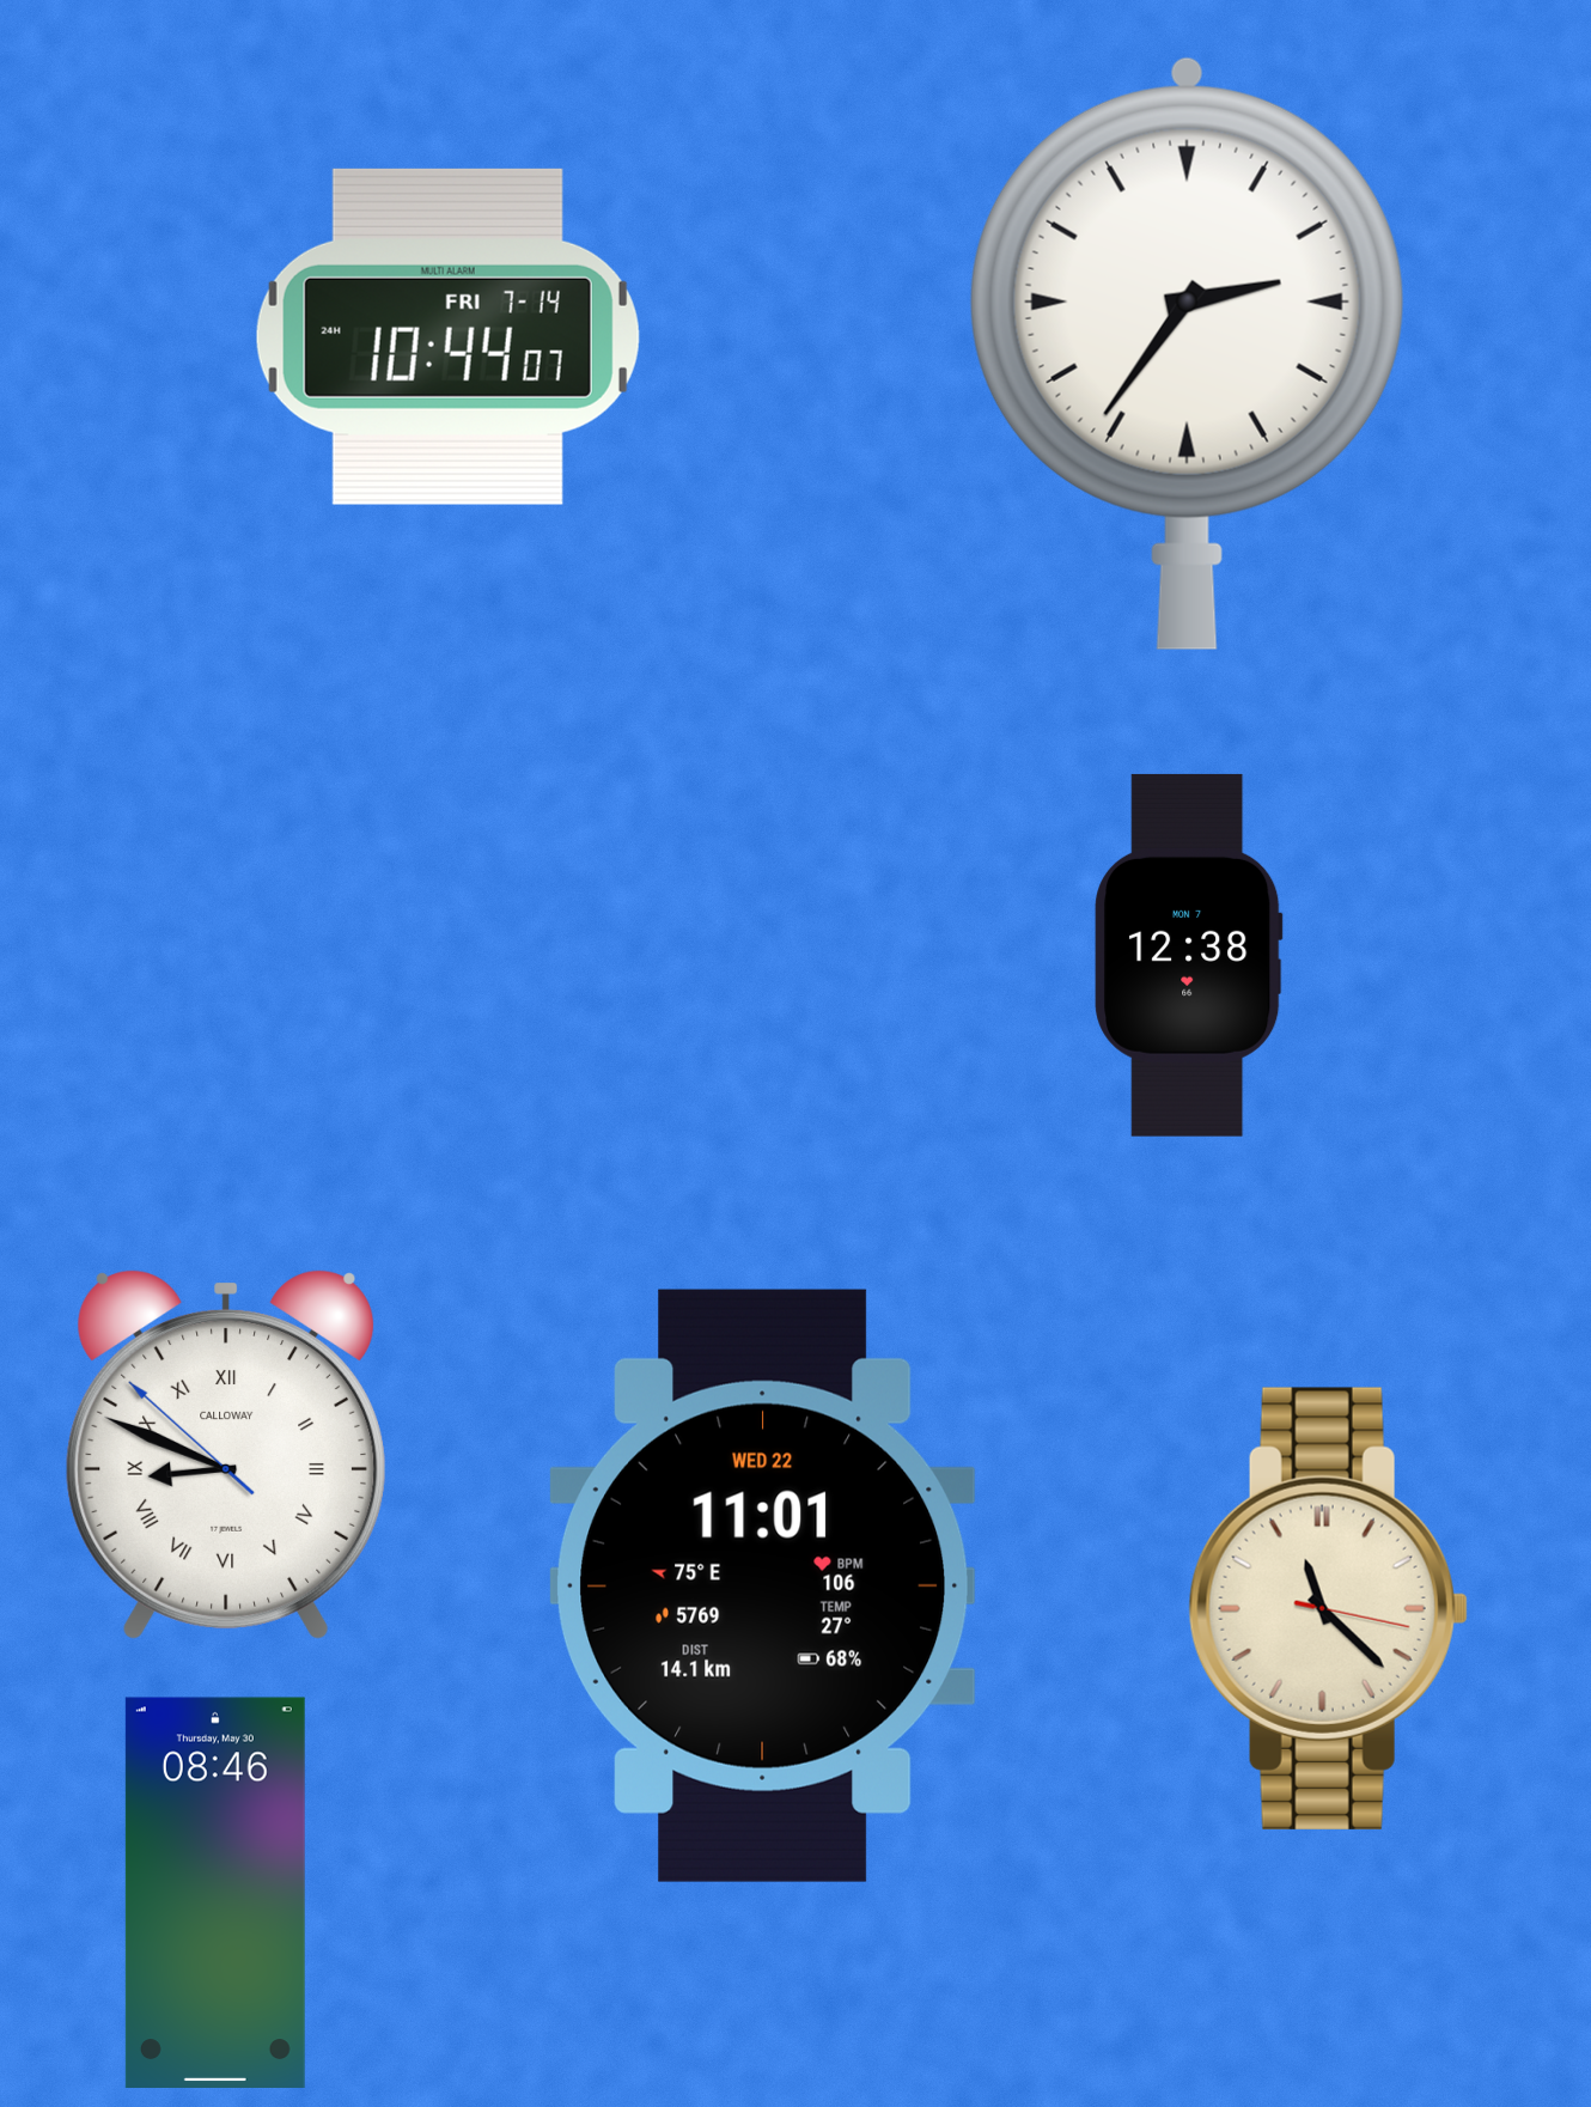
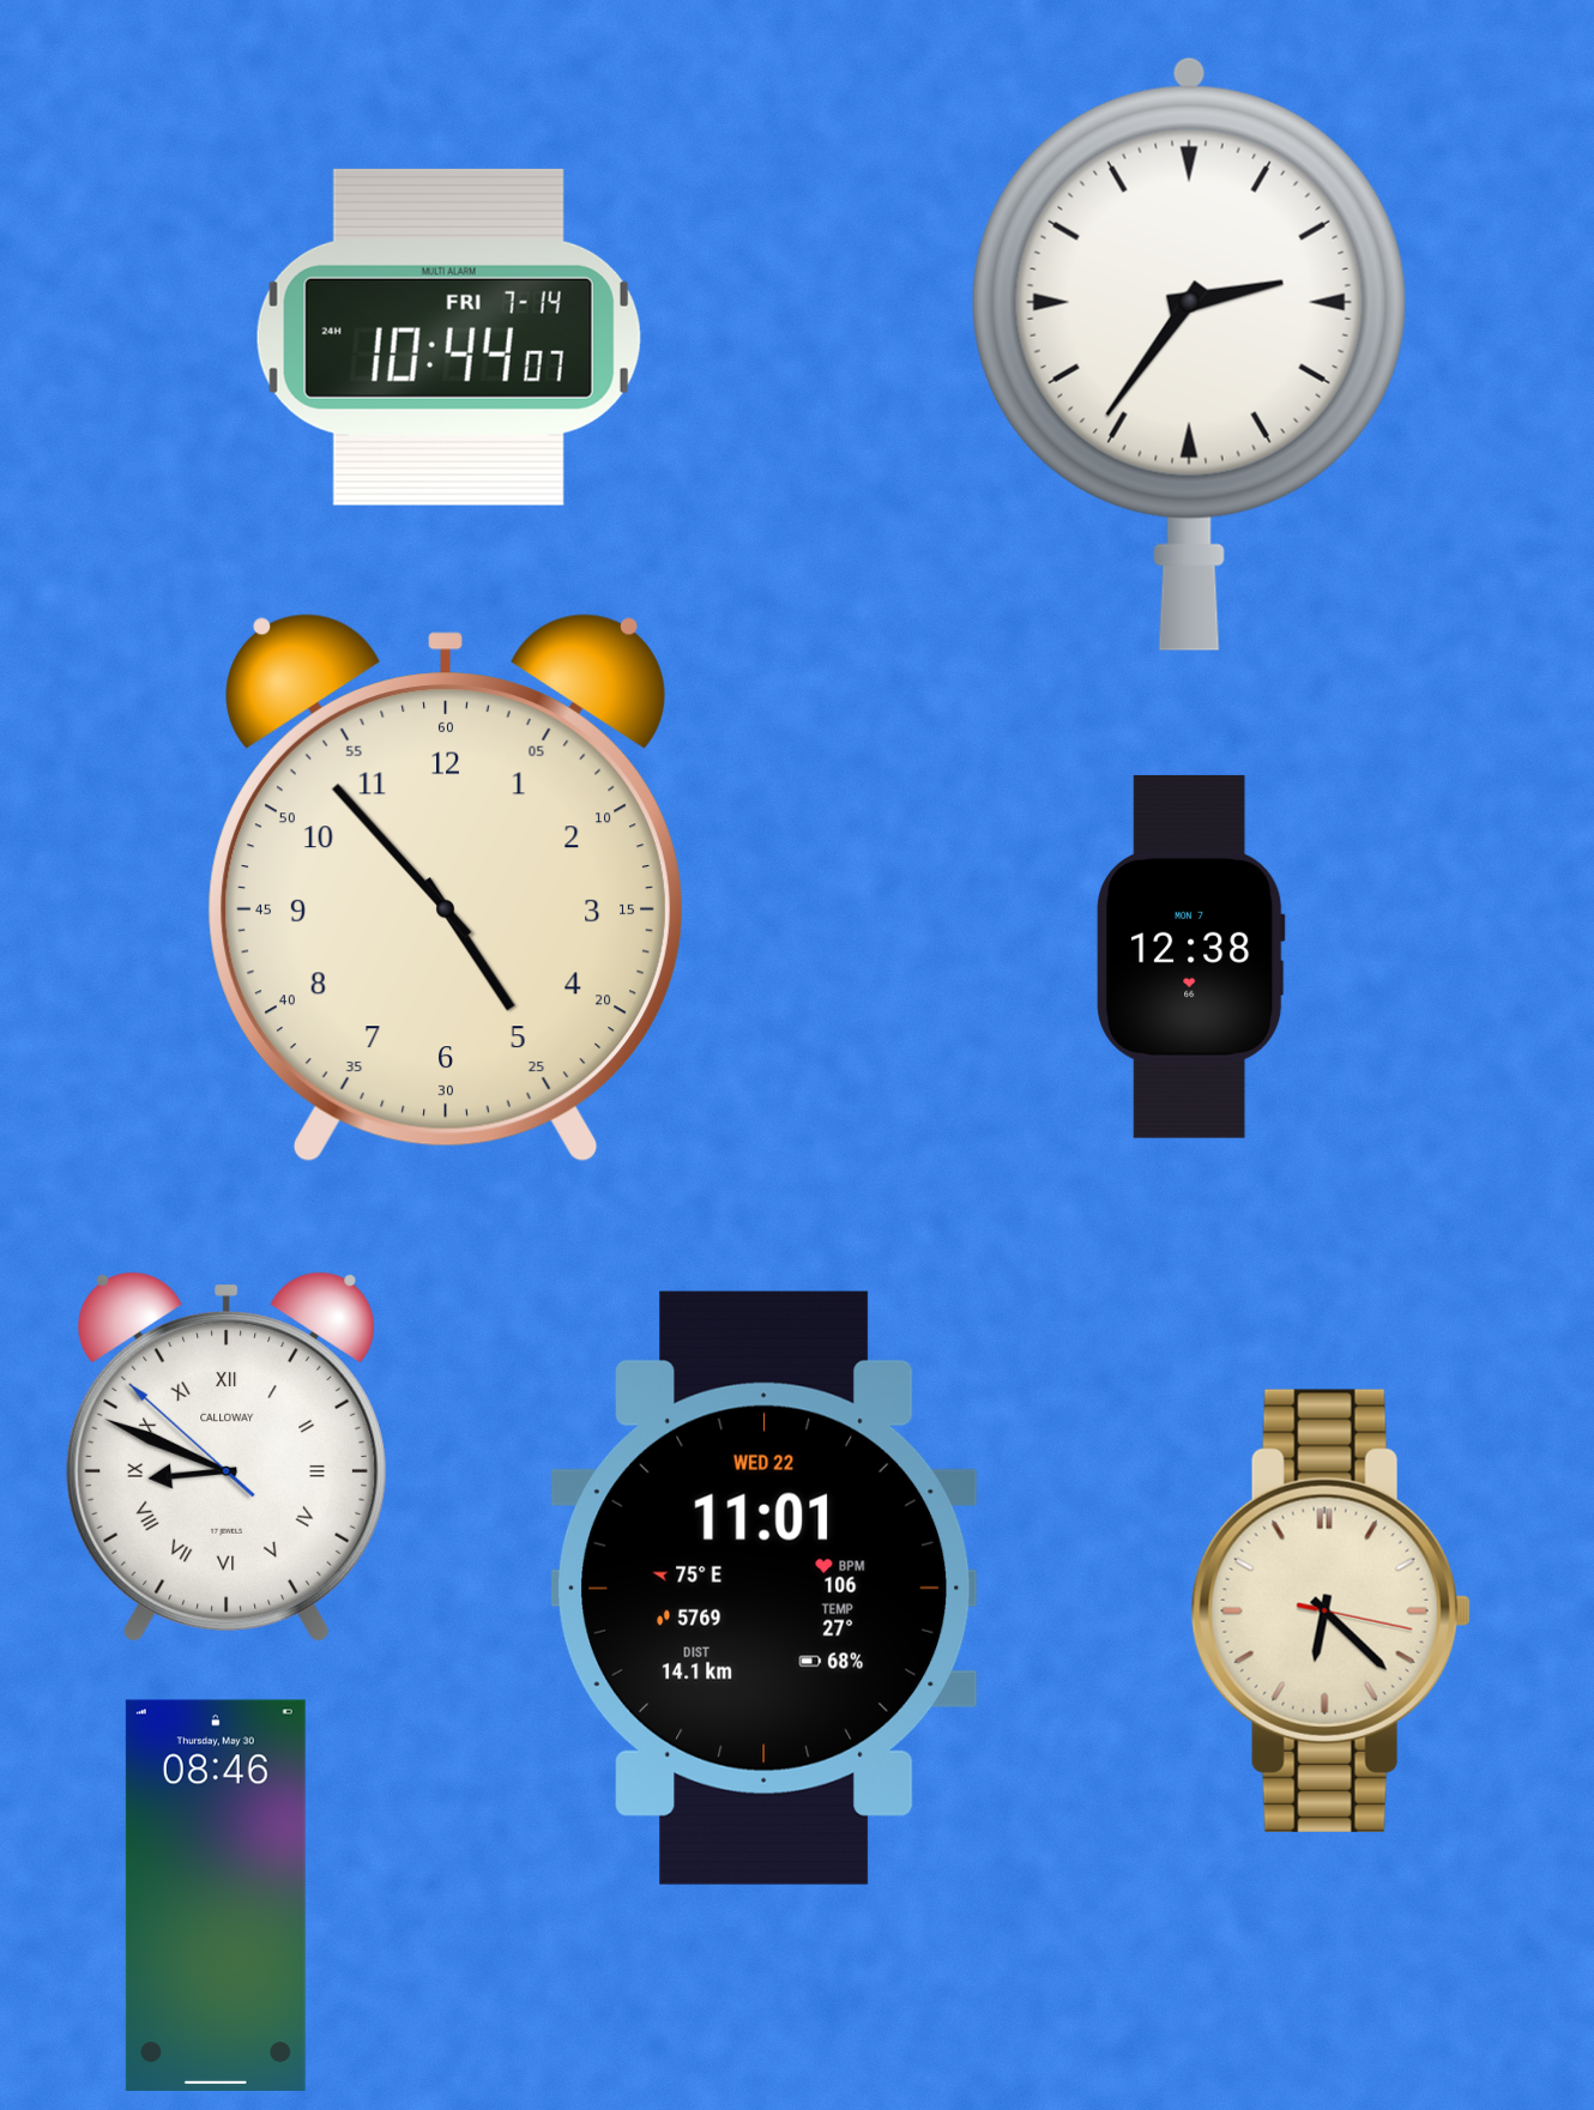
clock at (446, 888): none -> 4:53
clock at (1328, 1608): 11:22 -> 6:22
